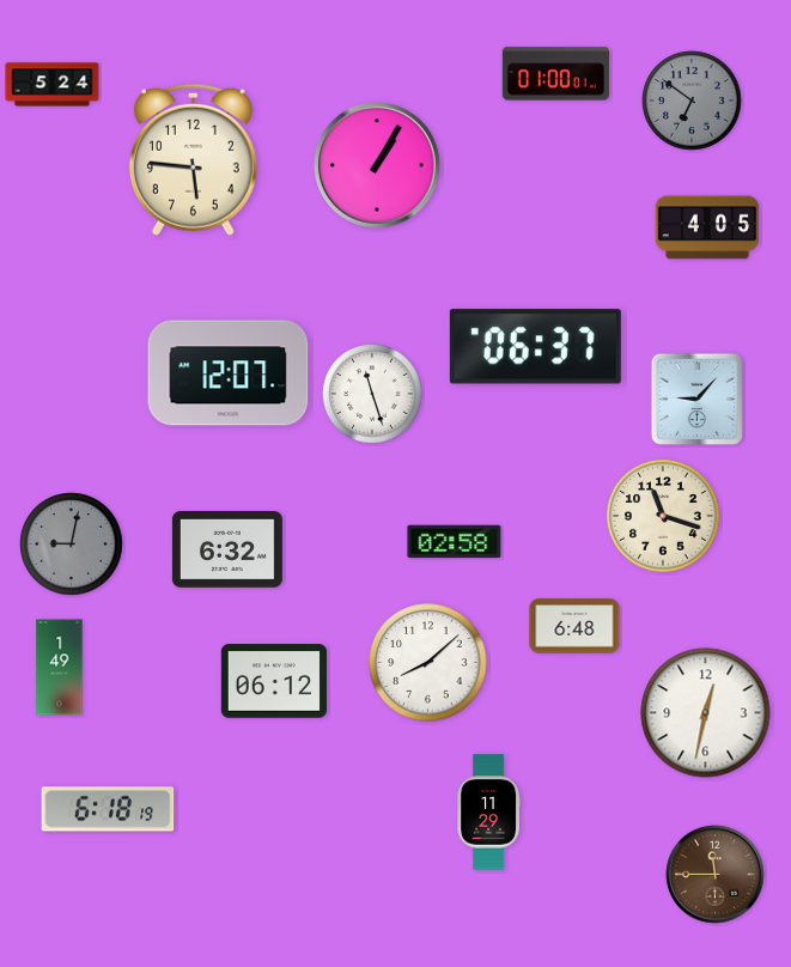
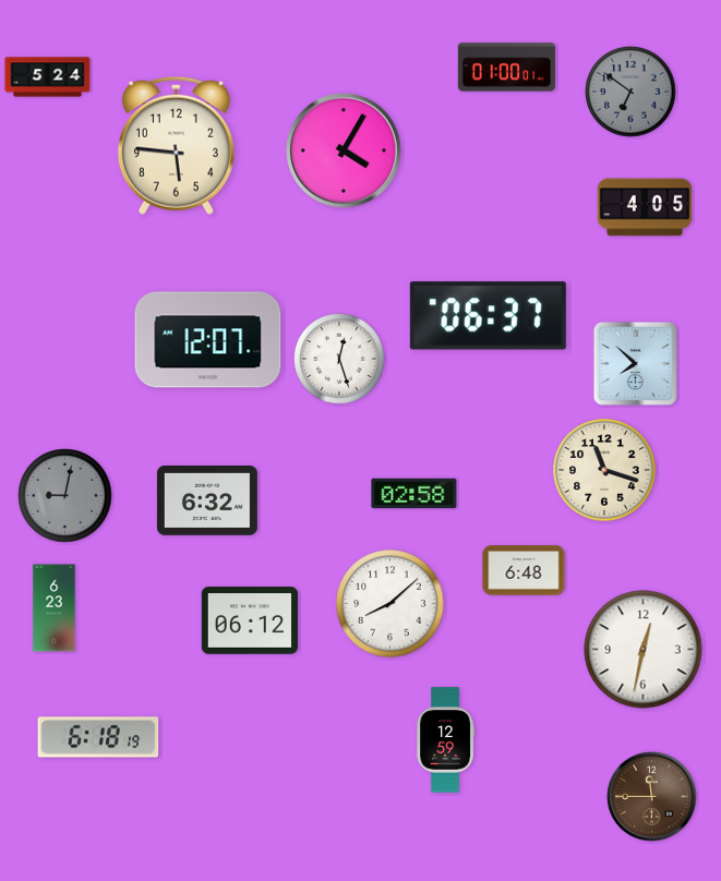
clock at (378, 166): 1:05 -> 4:05
clock at (372, 394): 11:27 -> 12:27
clock at (696, 399): 9:07 -> 7:52
clock at (60, 668): 1:49 -> 6:23
clock at (488, 813): 11:29 -> 12:59
